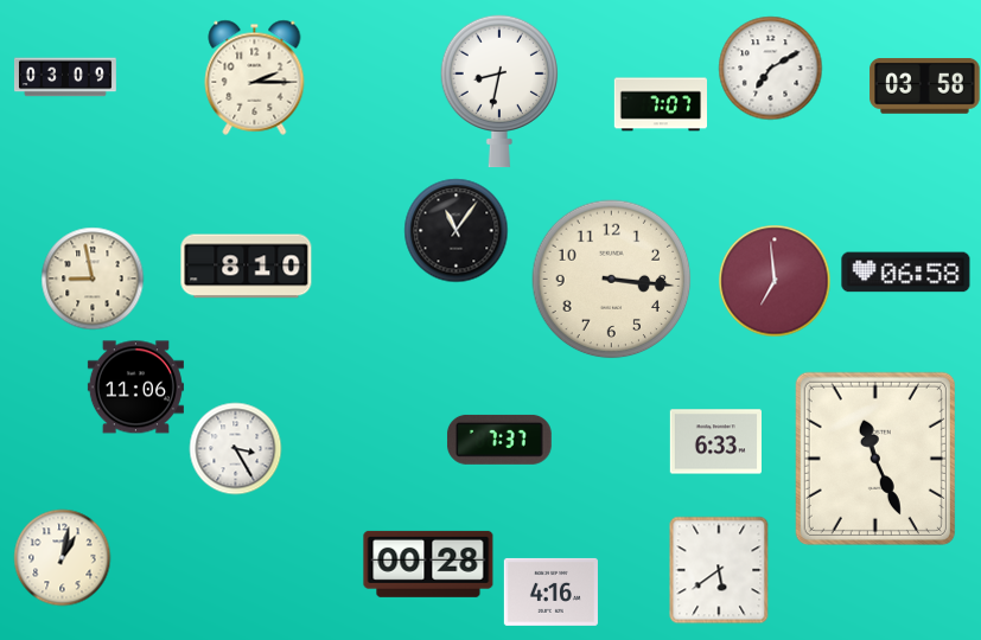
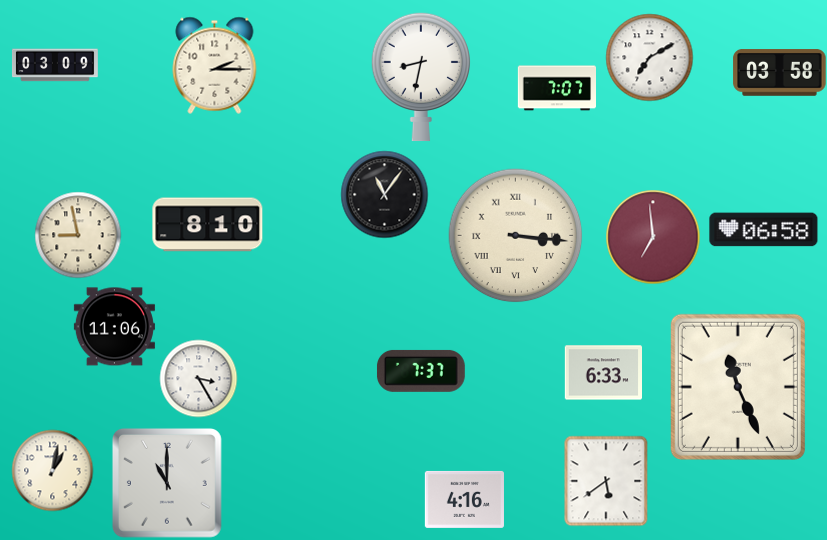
clock at (612, 280) numerals: Arabic -> Roman
clock at (428, 564): 00:28 -> none
clock at (167, 483): none -> 11:00
